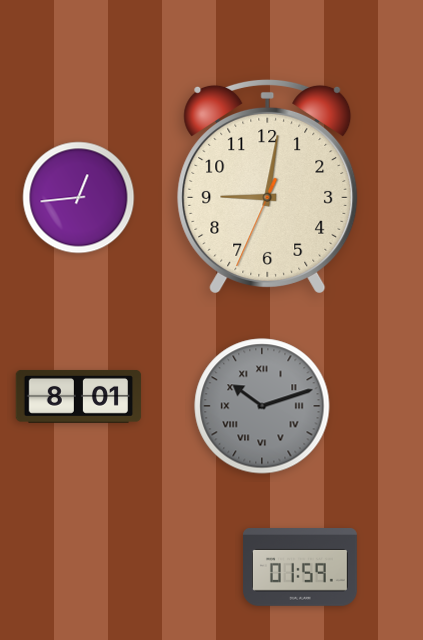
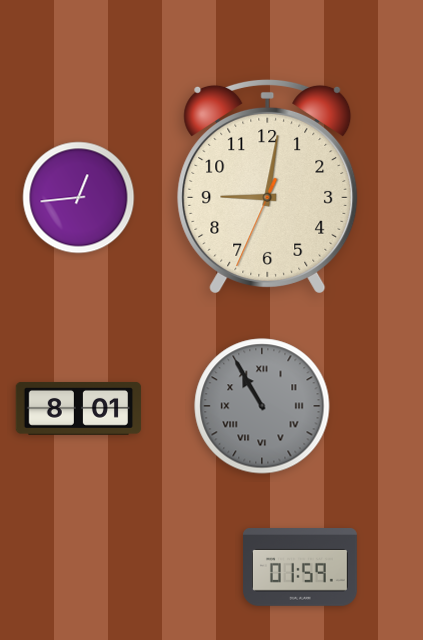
clock at (79, 396) position: (79, 396) -> (79, 408)
clock at (262, 406): 10:12 -> 10:55
